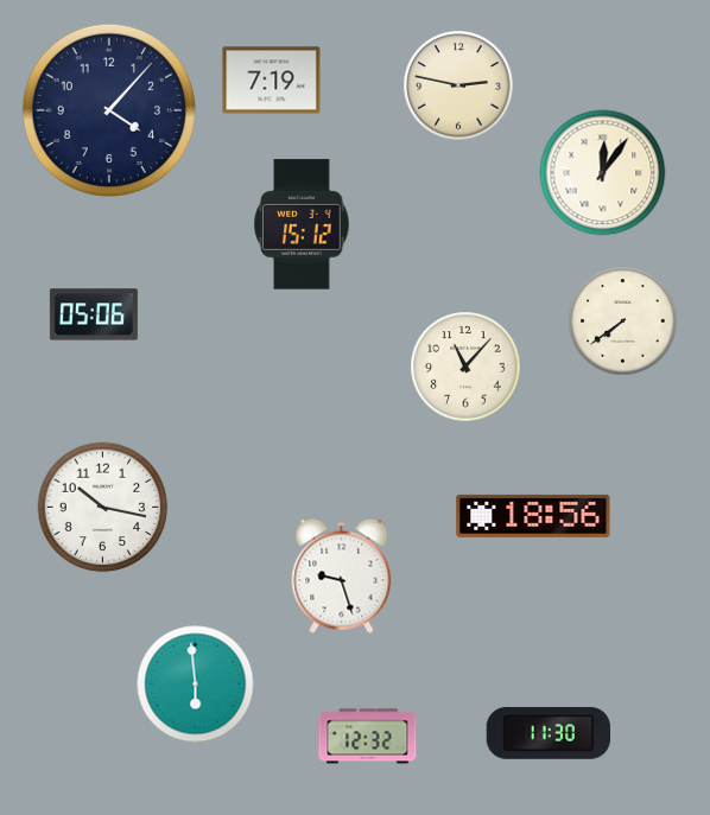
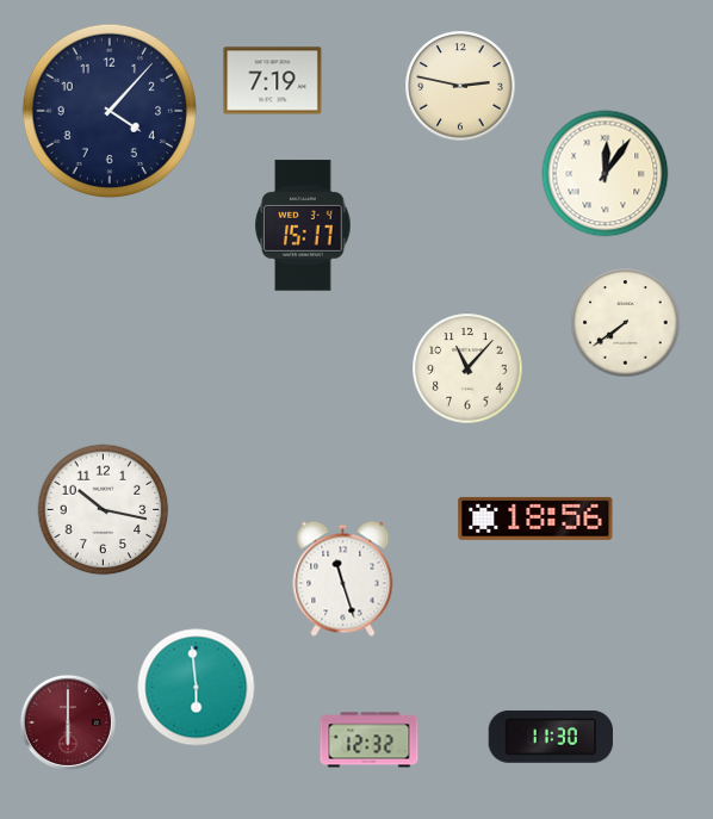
clock at (302, 224): 15:12 -> 15:17
clock at (94, 314): 05:06 -> none
clock at (342, 575): 9:27 -> 11:27
clock at (68, 722): none -> 6:00
